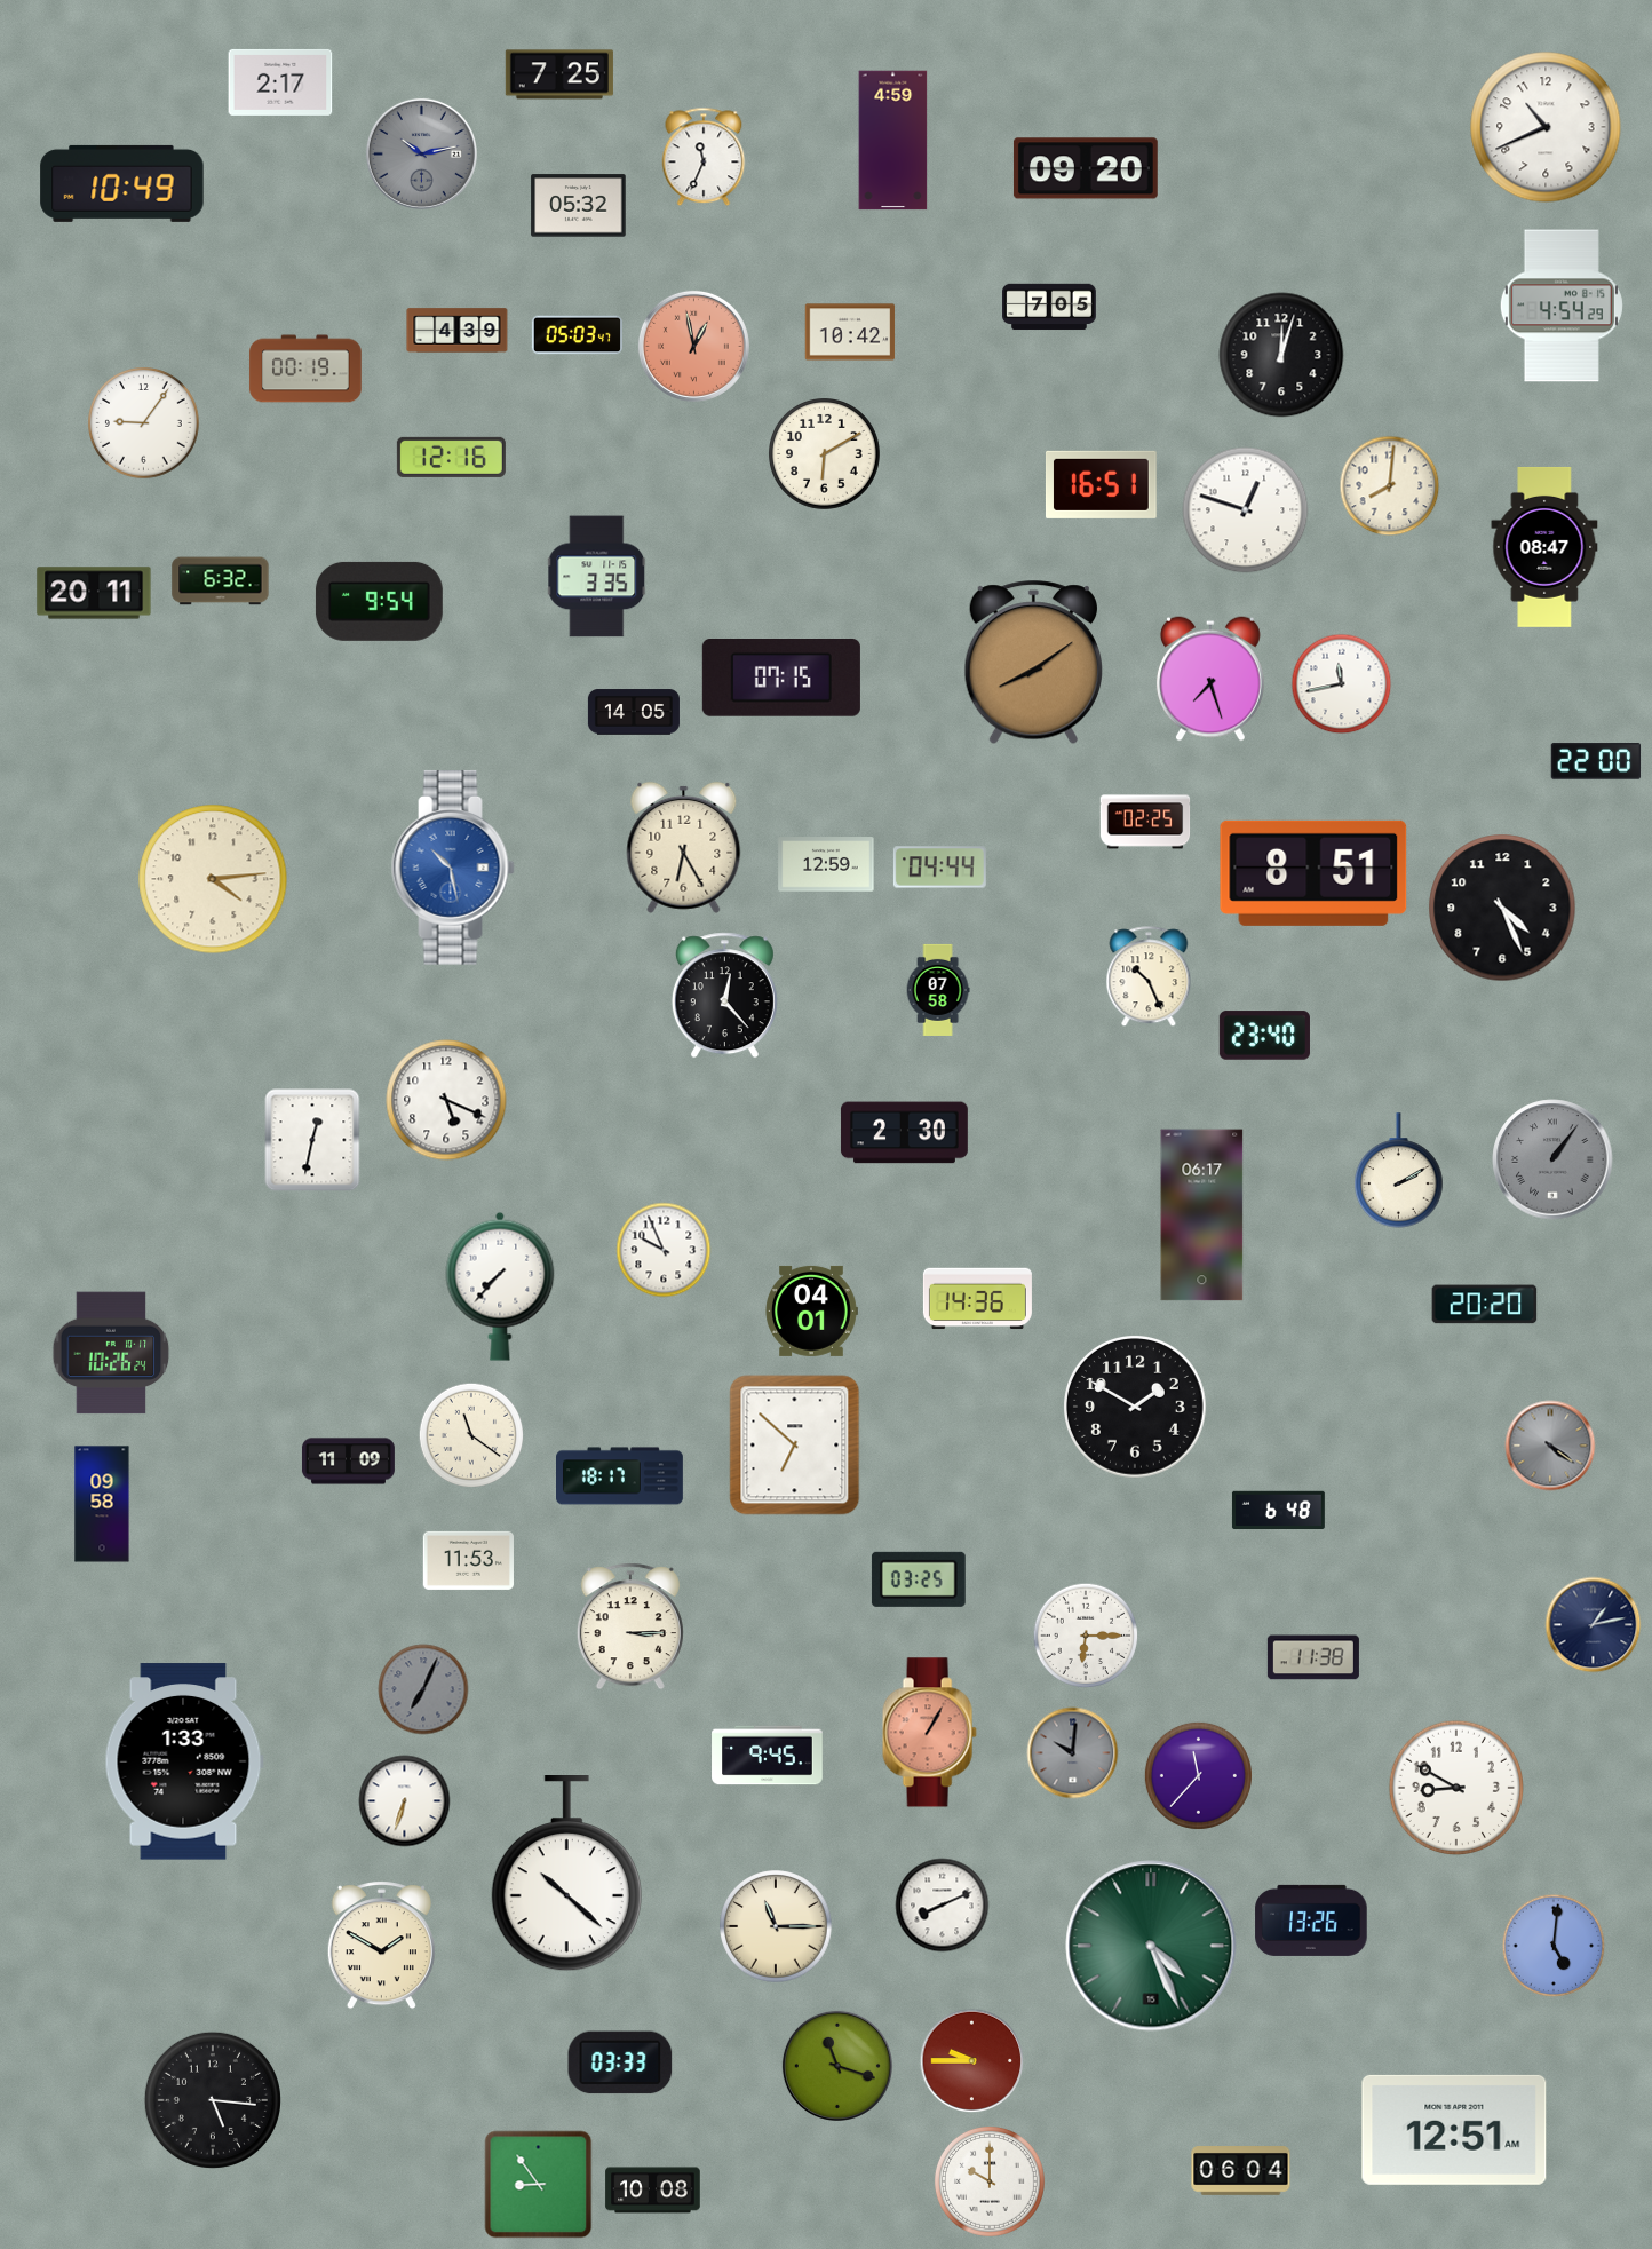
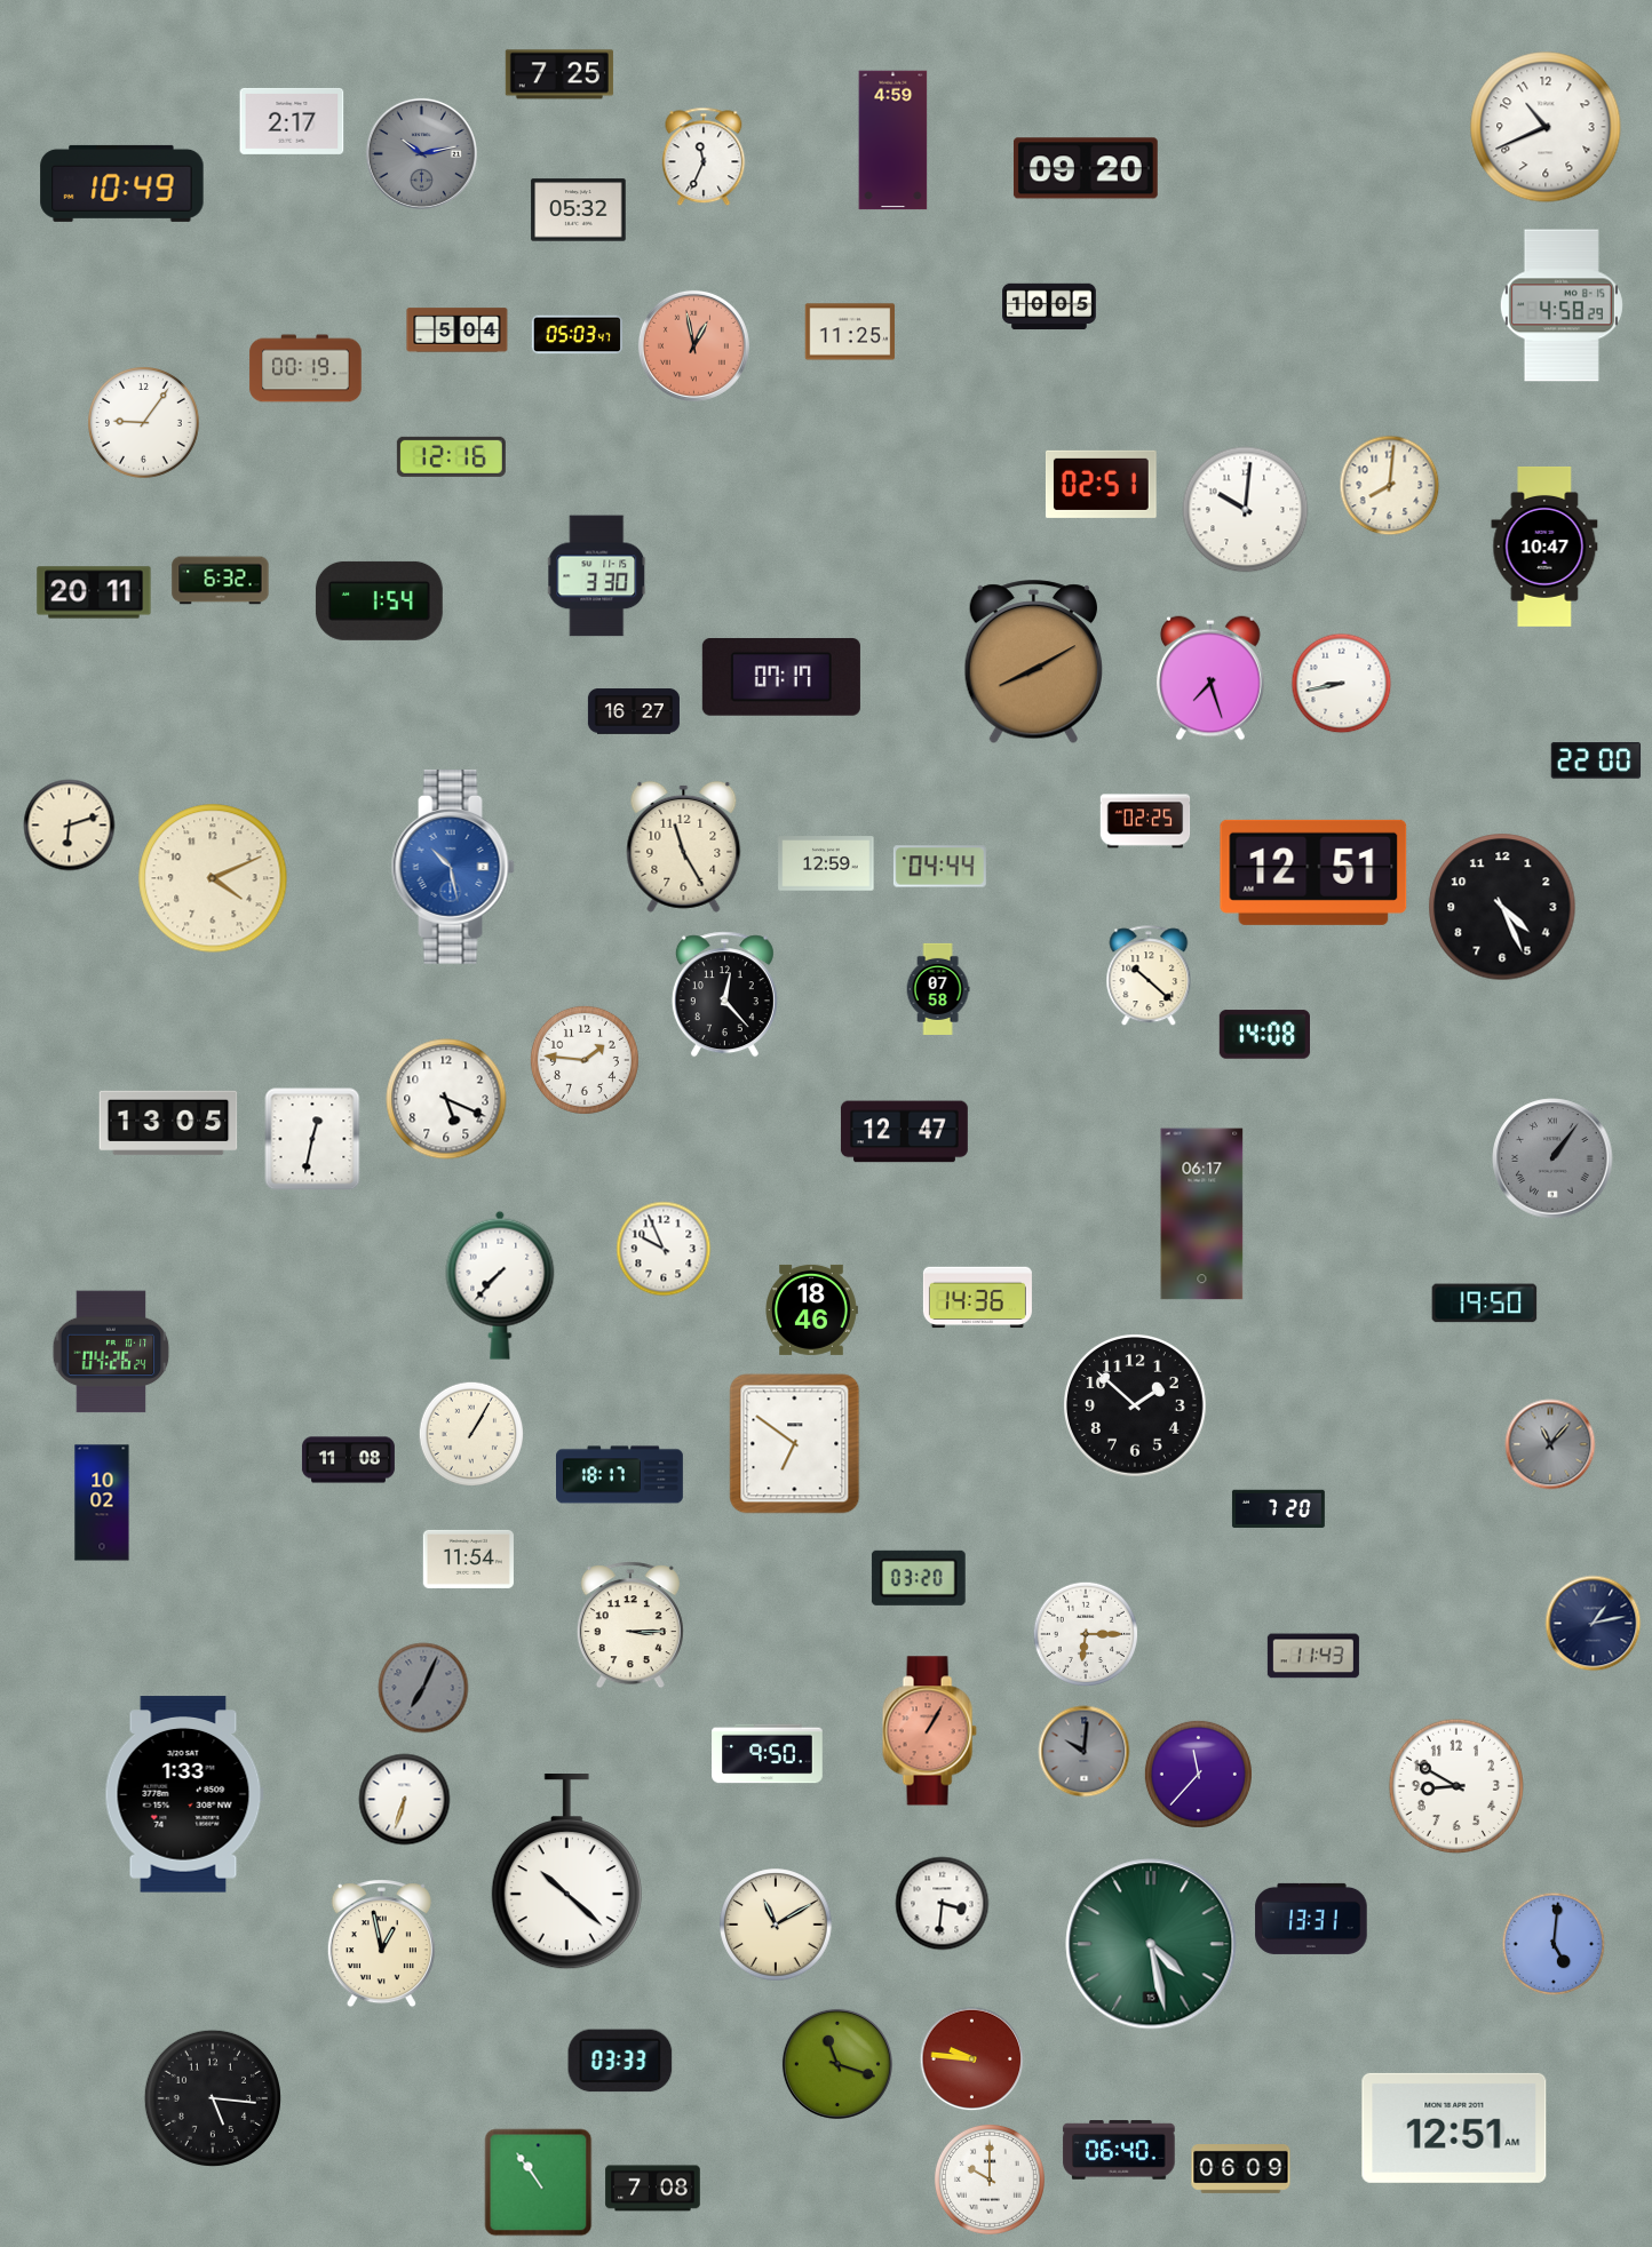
clock at (280, 82) position: (280, 82) -> (292, 121)
clock at (579, 206) position: (579, 206) -> (579, 210)
clock at (1562, 306): 4:54 -> 4:58
clock at (1049, 307): 7:05 -> 10:05
clock at (458, 331): 4:39 -> 5:04
clock at (850, 332): 10:42 -> 11:25
clock at (1281, 355): 12:03 -> none
clock at (825, 454): 6:10 -> none
clock at (1101, 484): 16:51 -> 02:51
clock at (1246, 510): 12:48 -> 10:01
clock at (1544, 547): 08:47 -> 10:47
clock at (597, 577): 3:35 -> 3:30
clock at (379, 601): 9:54 -> 1:54
clock at (1033, 663): 8:09 -> 8:10
clock at (781, 679): 07:15 -> 07:17
clock at (1342, 684): 11:43 -> 8:43
clock at (634, 712): 14:05 -> 16:27
clock at (70, 826): none -> 6:12
clock at (684, 847): 6:25 -> 11:25
clock at (1313, 873): 8:51 -> 12:51
clock at (213, 879): 4:14 -> 4:11
clock at (1149, 977): 10:26 -> 10:22
clock at (1264, 1036): 23:40 -> 14:08
clock at (585, 1060): none -> 1:46
clock at (168, 1123): none -> 13:05
clock at (905, 1133): 2:30 -> 12:47
clock at (1399, 1171): 2:10 -> none
clock at (1485, 1305): 20:20 -> 19:50
clock at (811, 1310): 04:01 -> 18:46
clock at (111, 1353): 10:26 -> 04:26
clock at (1136, 1408): 1:50 -> 1:52
clock at (471, 1435): 11:21 -> 1:05
clock at (795, 1446): 6:52 -> 6:51
clock at (1550, 1446): 4:21 -> 11:07
clock at (348, 1462): 11:09 -> 11:08
clock at (102, 1504): 09:58 -> 10:02
clock at (1278, 1511): 6:48 -> 7:20
clock at (468, 1560): 11:53 -> 11:54
clock at (919, 1579): 03:25 -> 03:20
clock at (1313, 1657): 11:38 -> 11:43
clock at (1073, 1753) position: (1073, 1753) -> (1085, 1752)
clock at (768, 1756): 9:45 -> 9:50
clock at (184, 1761) position: (184, 1761) -> (184, 1794)
clock at (943, 1906): 8:11 -> 3:31
clock at (1311, 1921): 13:26 -> 13:31
clock at (776, 1926): 11:15 -> 11:10
clock at (381, 1946): 1:50 -> 12:58
clock at (1151, 1946): 4:26 -> 4:28
clock at (972, 2061): 9:45 -> 9:46
clock at (1119, 2150): none -> 06:40
clock at (1241, 2171): 06:04 -> 06:09
clock at (539, 2185): 8:54 -> 10:54
clock at (653, 2191): 10:08 -> 7:08
